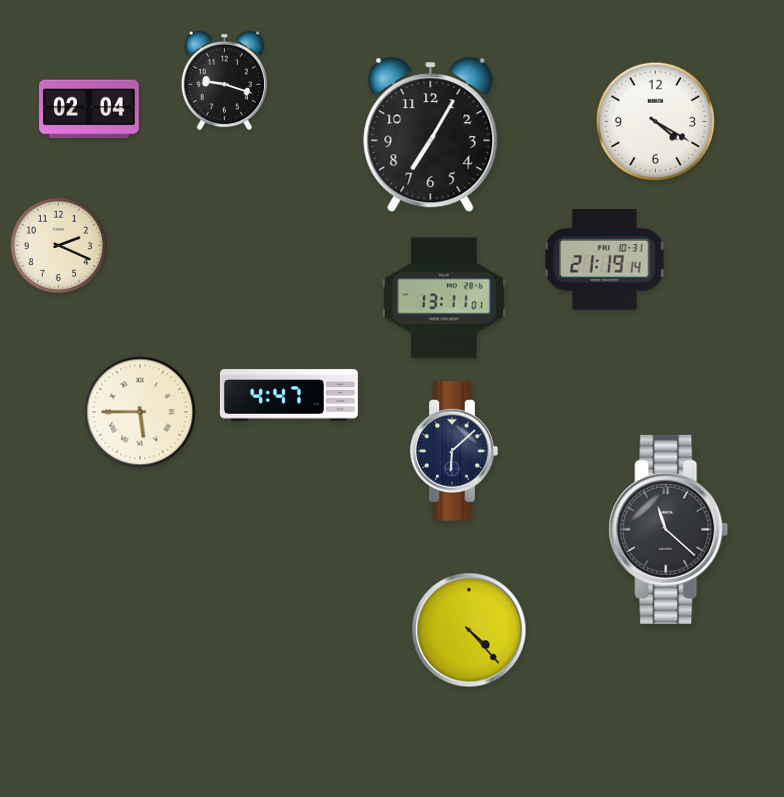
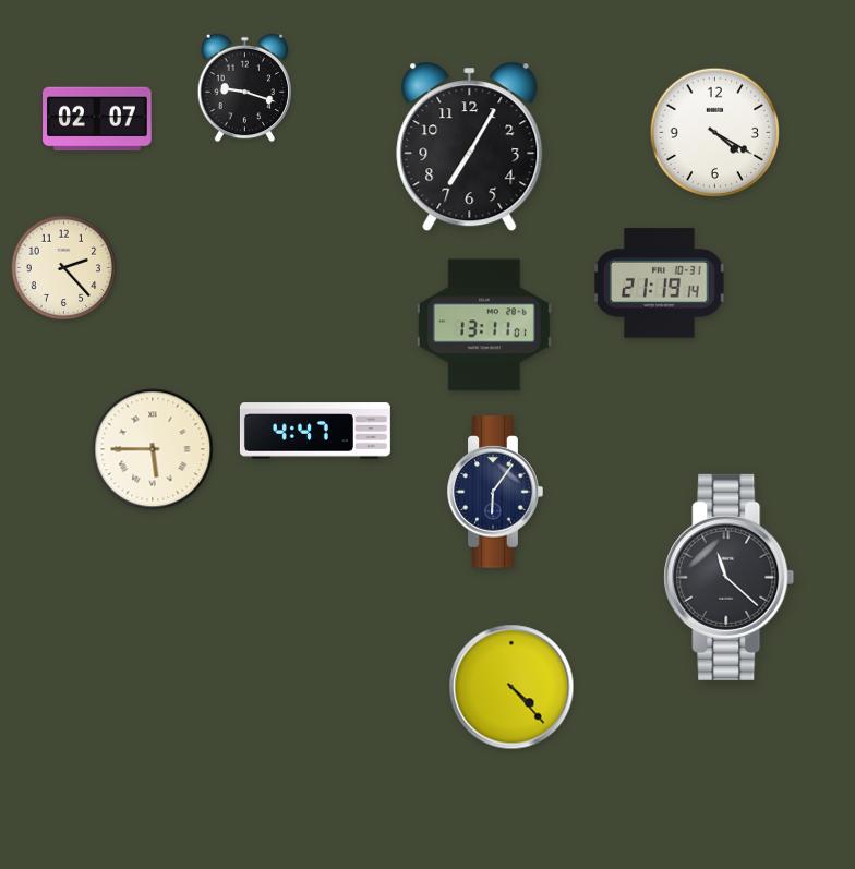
clock at (89, 109): 02:04 -> 02:07
clock at (59, 246): 2:19 -> 2:23
clock at (454, 451): 6:08 -> 6:06
